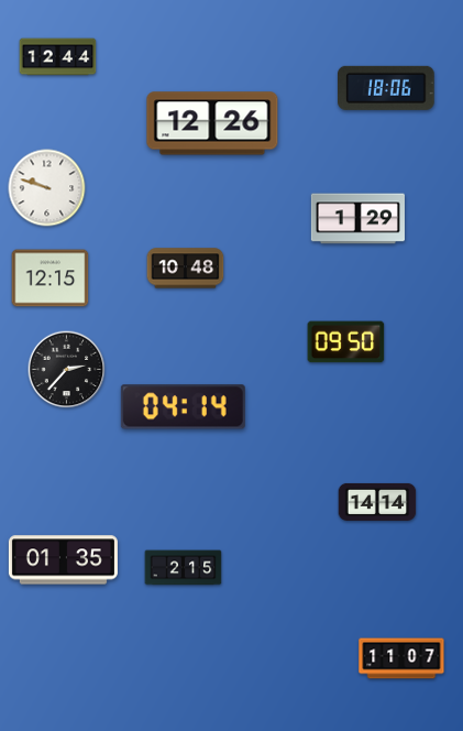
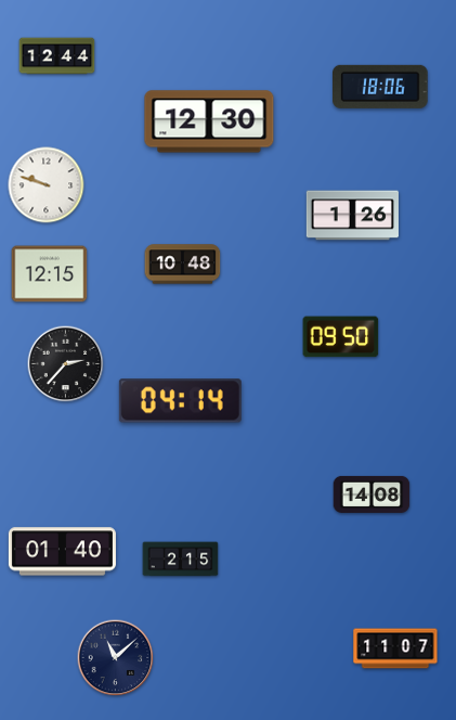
clock at (212, 123): 12:26 -> 12:30
clock at (357, 219): 1:29 -> 1:26
clock at (377, 502): 14:14 -> 14:08
clock at (63, 560): 01:35 -> 01:40
clock at (116, 658): none -> 11:08
